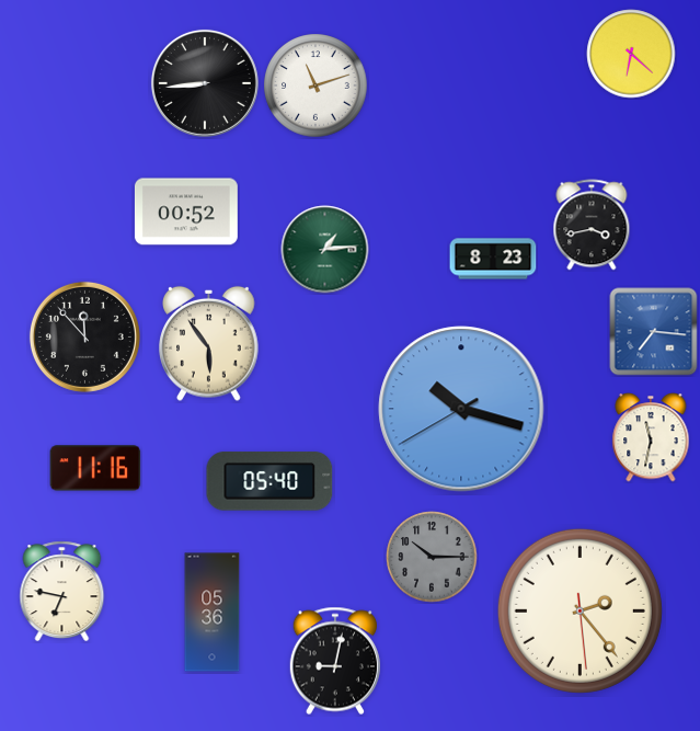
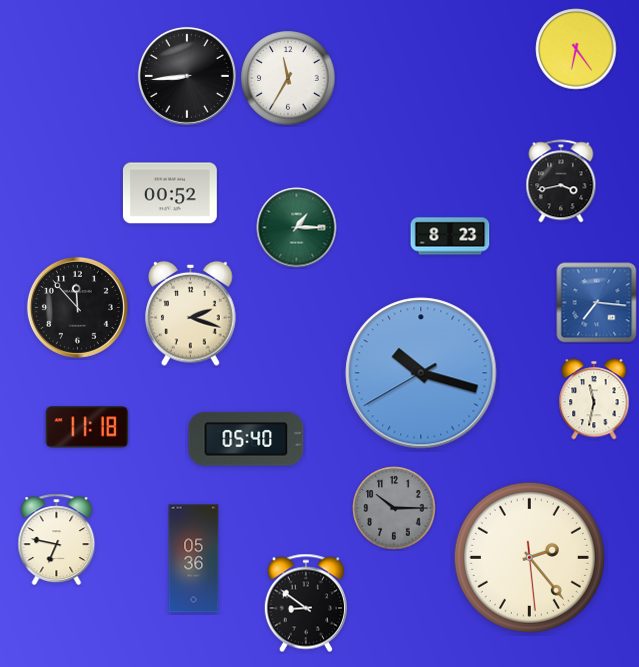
clock at (631, 54): 6:22 -> 6:24
clock at (315, 85): 11:12 -> 11:35
clock at (592, 225) position: (592, 225) -> (561, 181)
clock at (325, 250): 1:14 -> 1:15
clock at (209, 343): 5:54 -> 2:18
clock at (95, 468): 11:16 -> 11:18
clock at (334, 661): 9:02 -> 8:51
